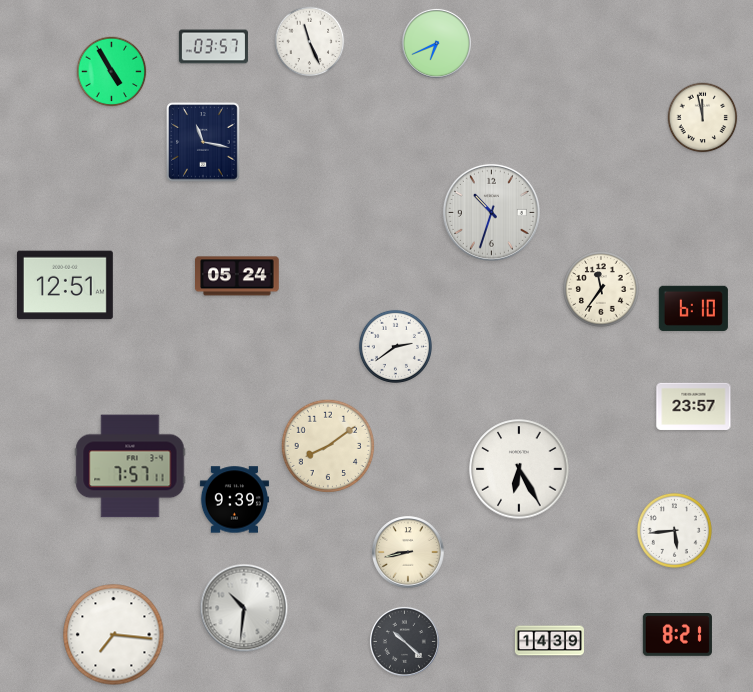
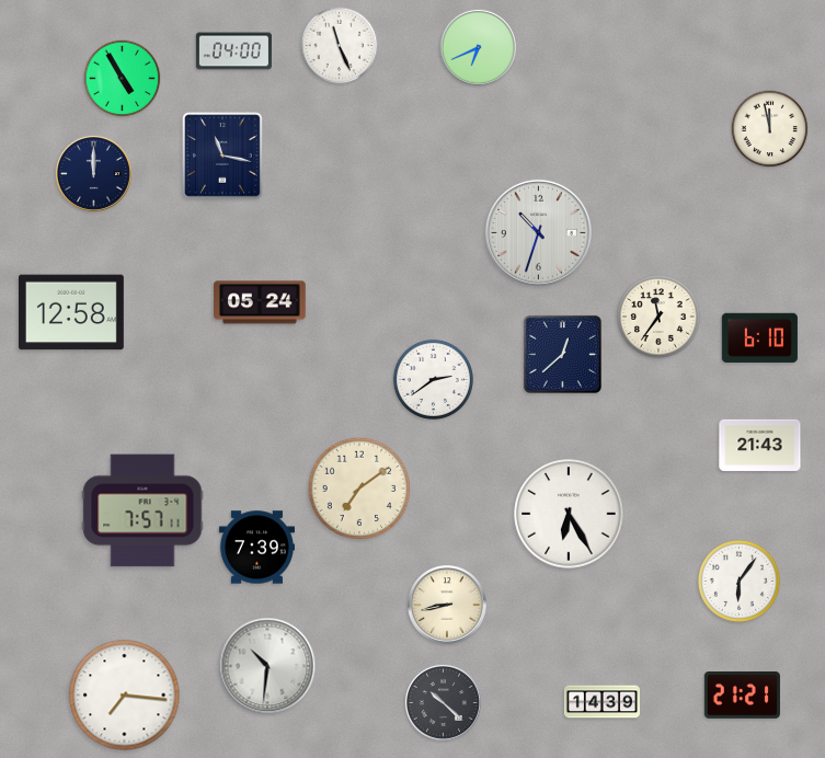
clock at (213, 47): 03:57 -> 04:00
clock at (93, 173): none -> 12:00
clock at (65, 285): 12:51 -> 12:58
clock at (562, 354): none -> 12:38
clock at (694, 406): 23:57 -> 21:43
clock at (327, 445): 8:09 -> 7:09
clock at (234, 500): 9:39 -> 7:39
clock at (674, 530): 5:44 -> 6:06
clock at (677, 635): 8:21 -> 21:21
